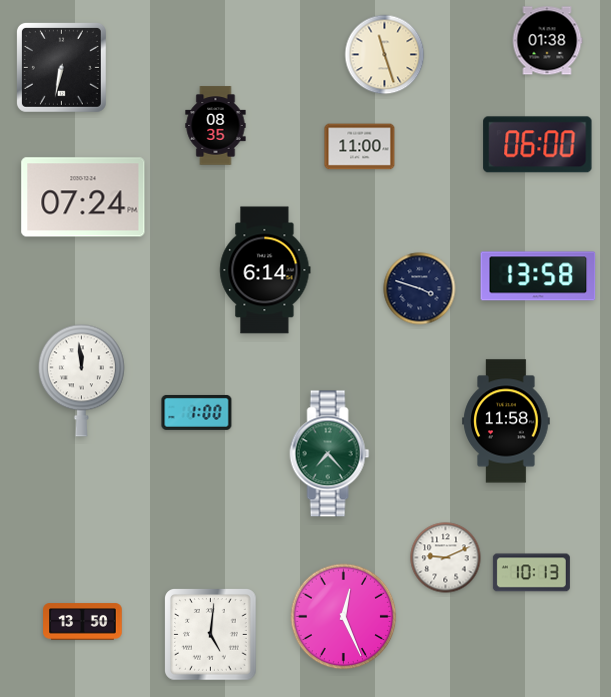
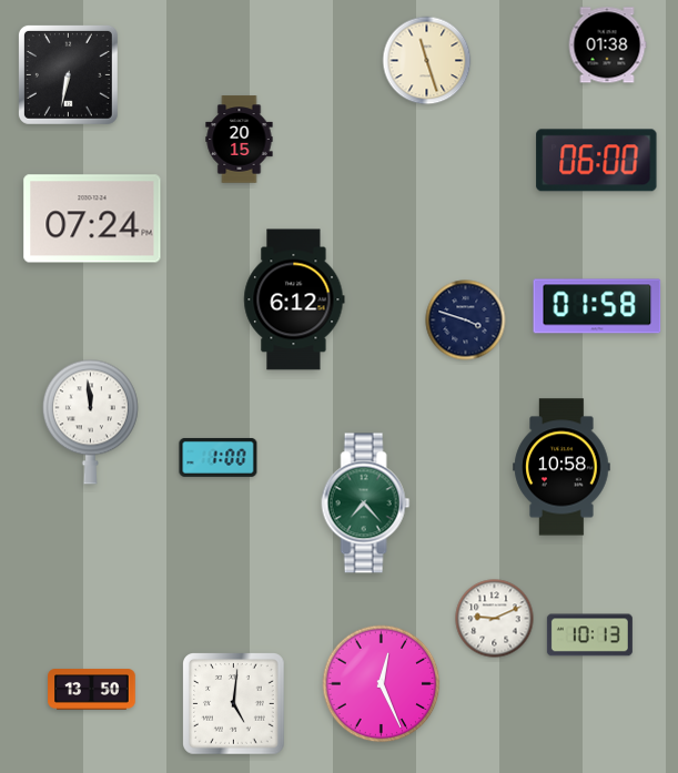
clock at (216, 126): 08:35 -> 20:15
clock at (360, 147): 11:00 -> none
clock at (265, 270): 6:14 -> 6:12
clock at (538, 276): 13:58 -> 01:58
clock at (506, 421): 11:58 -> 10:58
